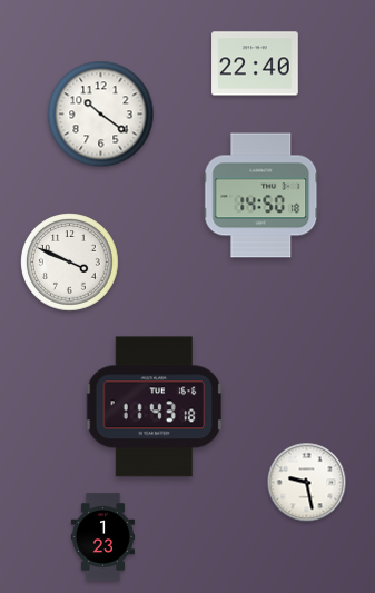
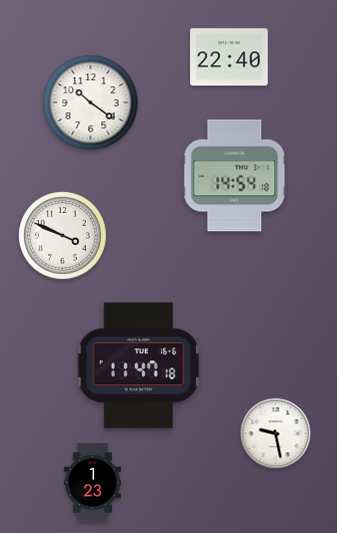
clock at (261, 196): 14:50 -> 14:54
clock at (155, 407): 11:43 -> 11:47
